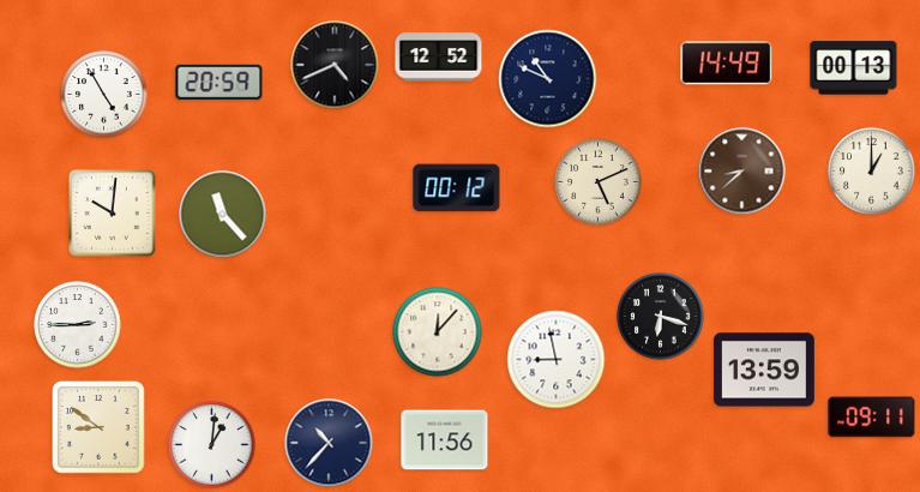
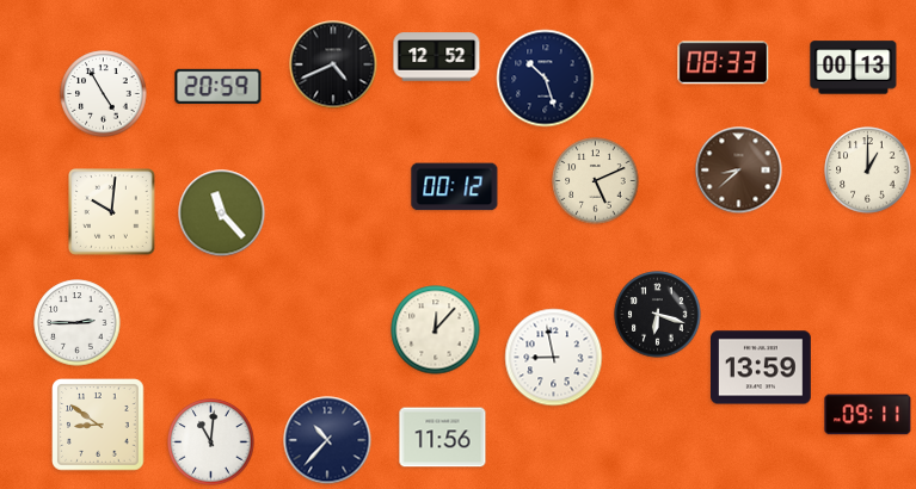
clock at (727, 64): 14:49 -> 08:33
clock at (854, 68) position: (854, 68) -> (854, 68)
clock at (548, 79): 10:49 -> 10:27
clock at (220, 82) position: (220, 82) -> (219, 86)
clock at (212, 445): 1:01 -> 11:01
